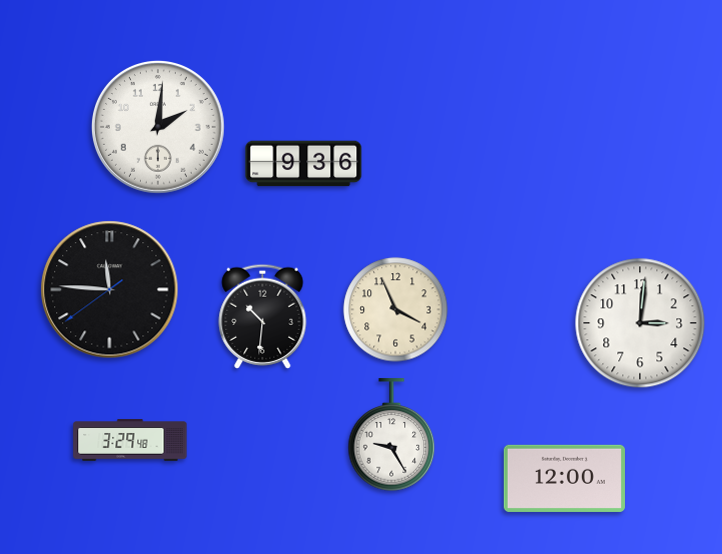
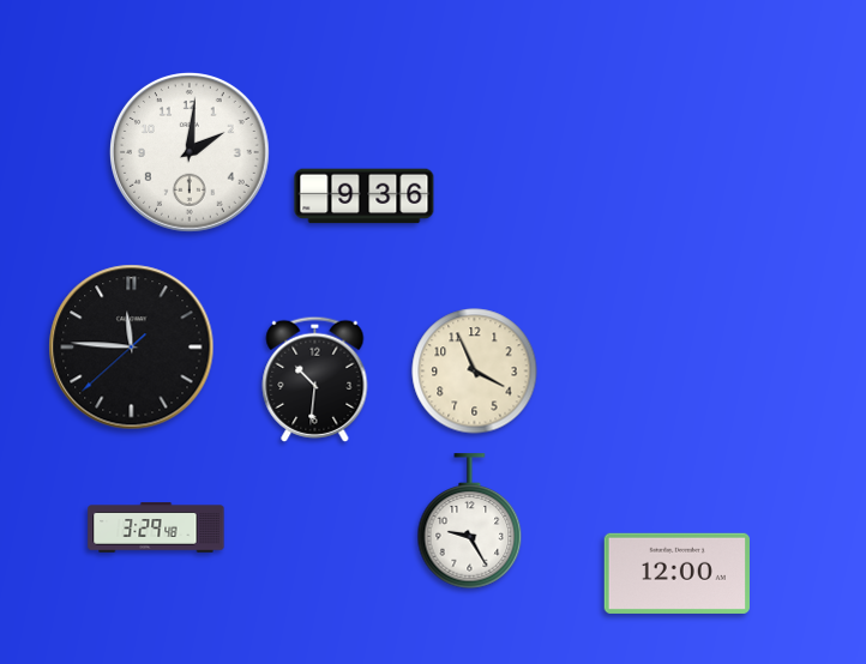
clock at (110, 290): 11:45:39 -> 11:45:38
clock at (640, 323): 3:01 -> none
